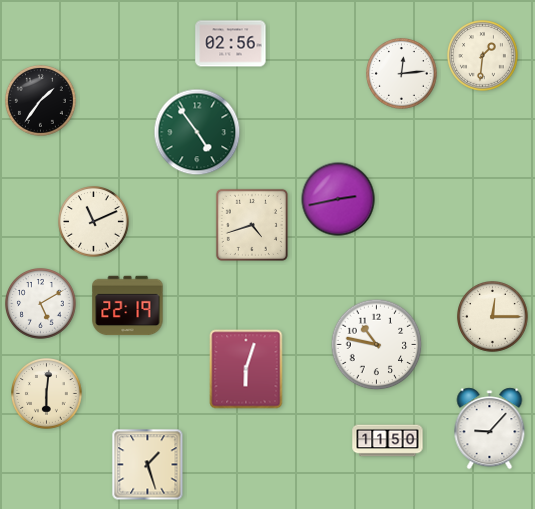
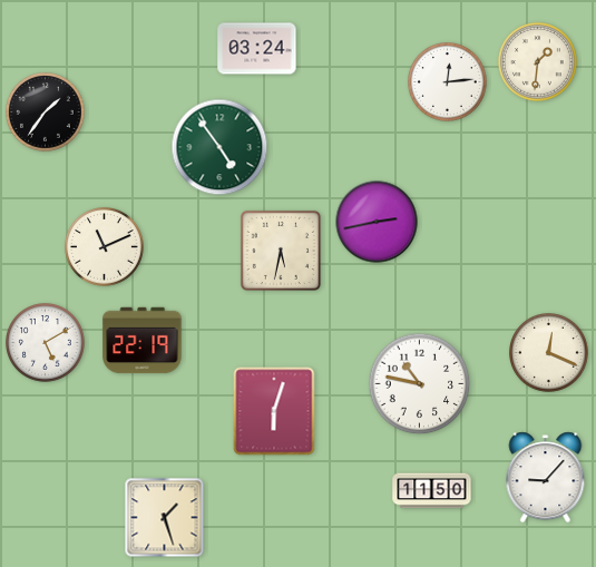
clock at (231, 44): 02:56 -> 03:24
clock at (252, 225): 4:42 -> 5:32
clock at (41, 304) position: (41, 304) -> (46, 343)
clock at (493, 317): 12:15 -> 12:19
clock at (47, 394): 6:01 -> none
